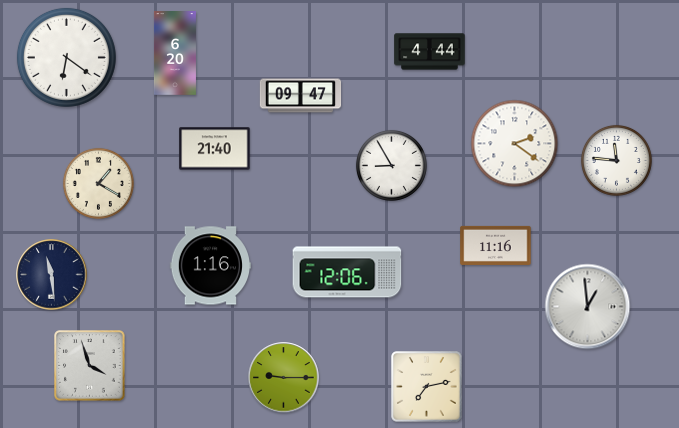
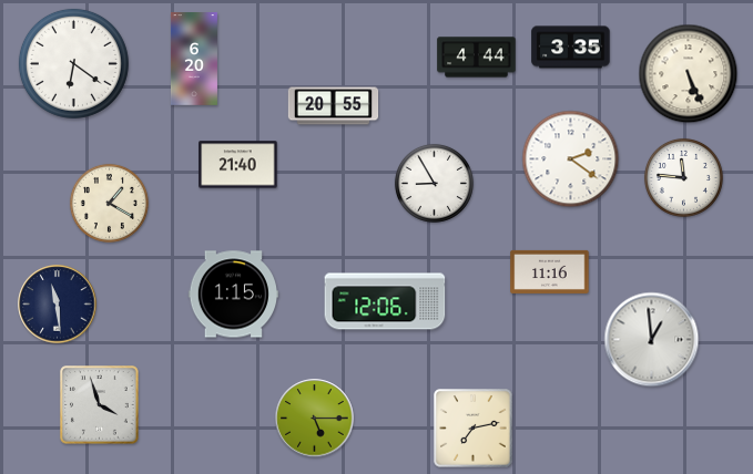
clock at (571, 48): none -> 3:35
clock at (689, 74): none -> 5:26
clock at (301, 96): 09:47 -> 20:55
clock at (210, 266): 1:16 -> 1:15
clock at (284, 378): 9:15 -> 5:15
